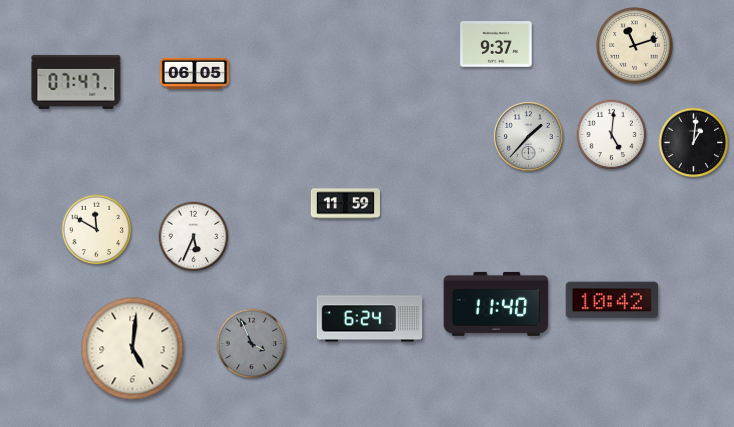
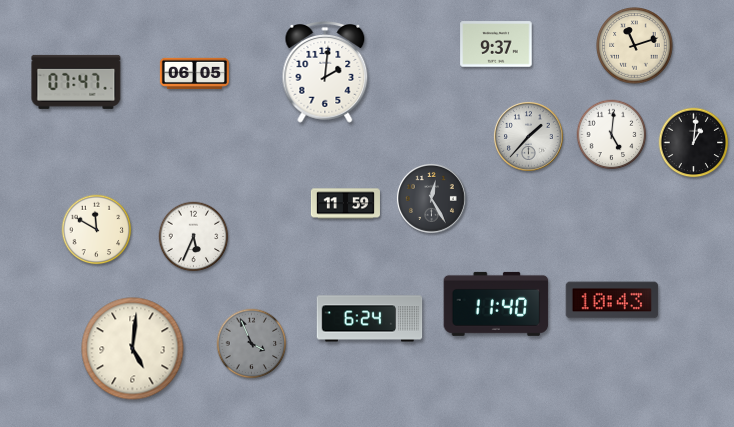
clock at (325, 73): none -> 2:01
clock at (431, 198): none -> 12:25
clock at (612, 300): 10:42 -> 10:43
